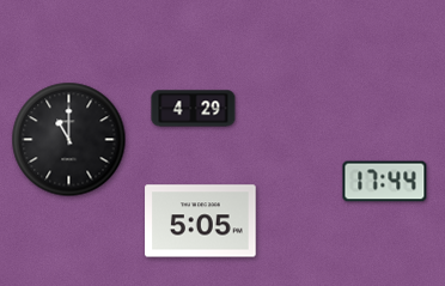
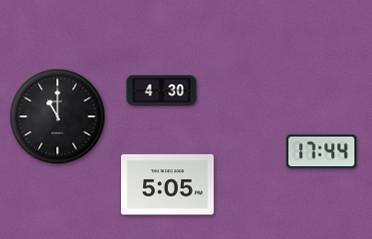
clock at (194, 109): 4:29 -> 4:30
